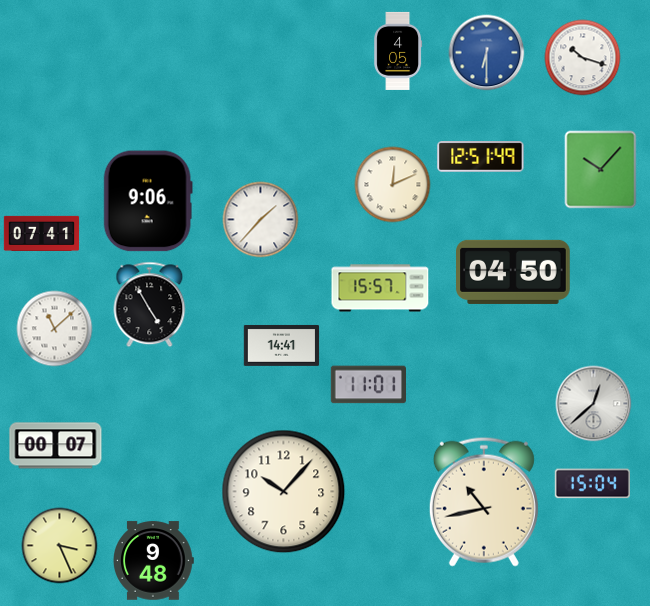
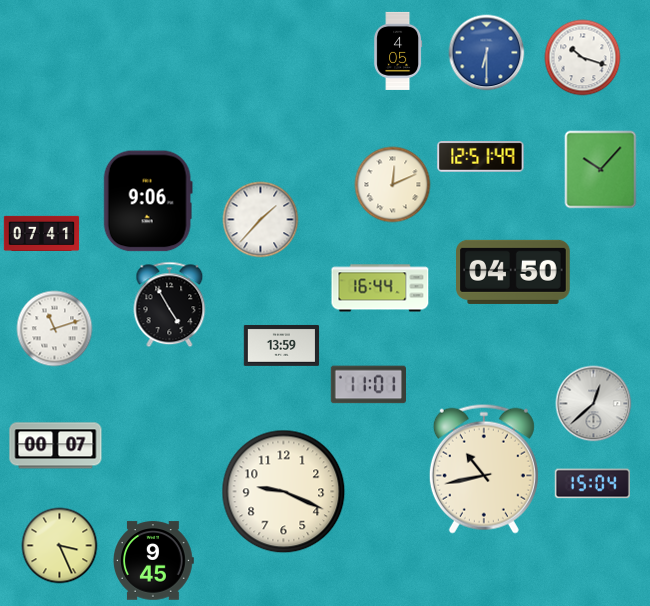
clock at (380, 288): 15:57 -> 16:44
clock at (150, 305) position: (150, 305) -> (170, 305)
clock at (55, 329): 11:08 -> 11:12
clock at (282, 345): 14:41 -> 13:59
clock at (284, 492): 10:07 -> 9:19
clock at (484, 502) position: (484, 502) -> (484, 469)
clock at (154, 561): 9:48 -> 9:45
